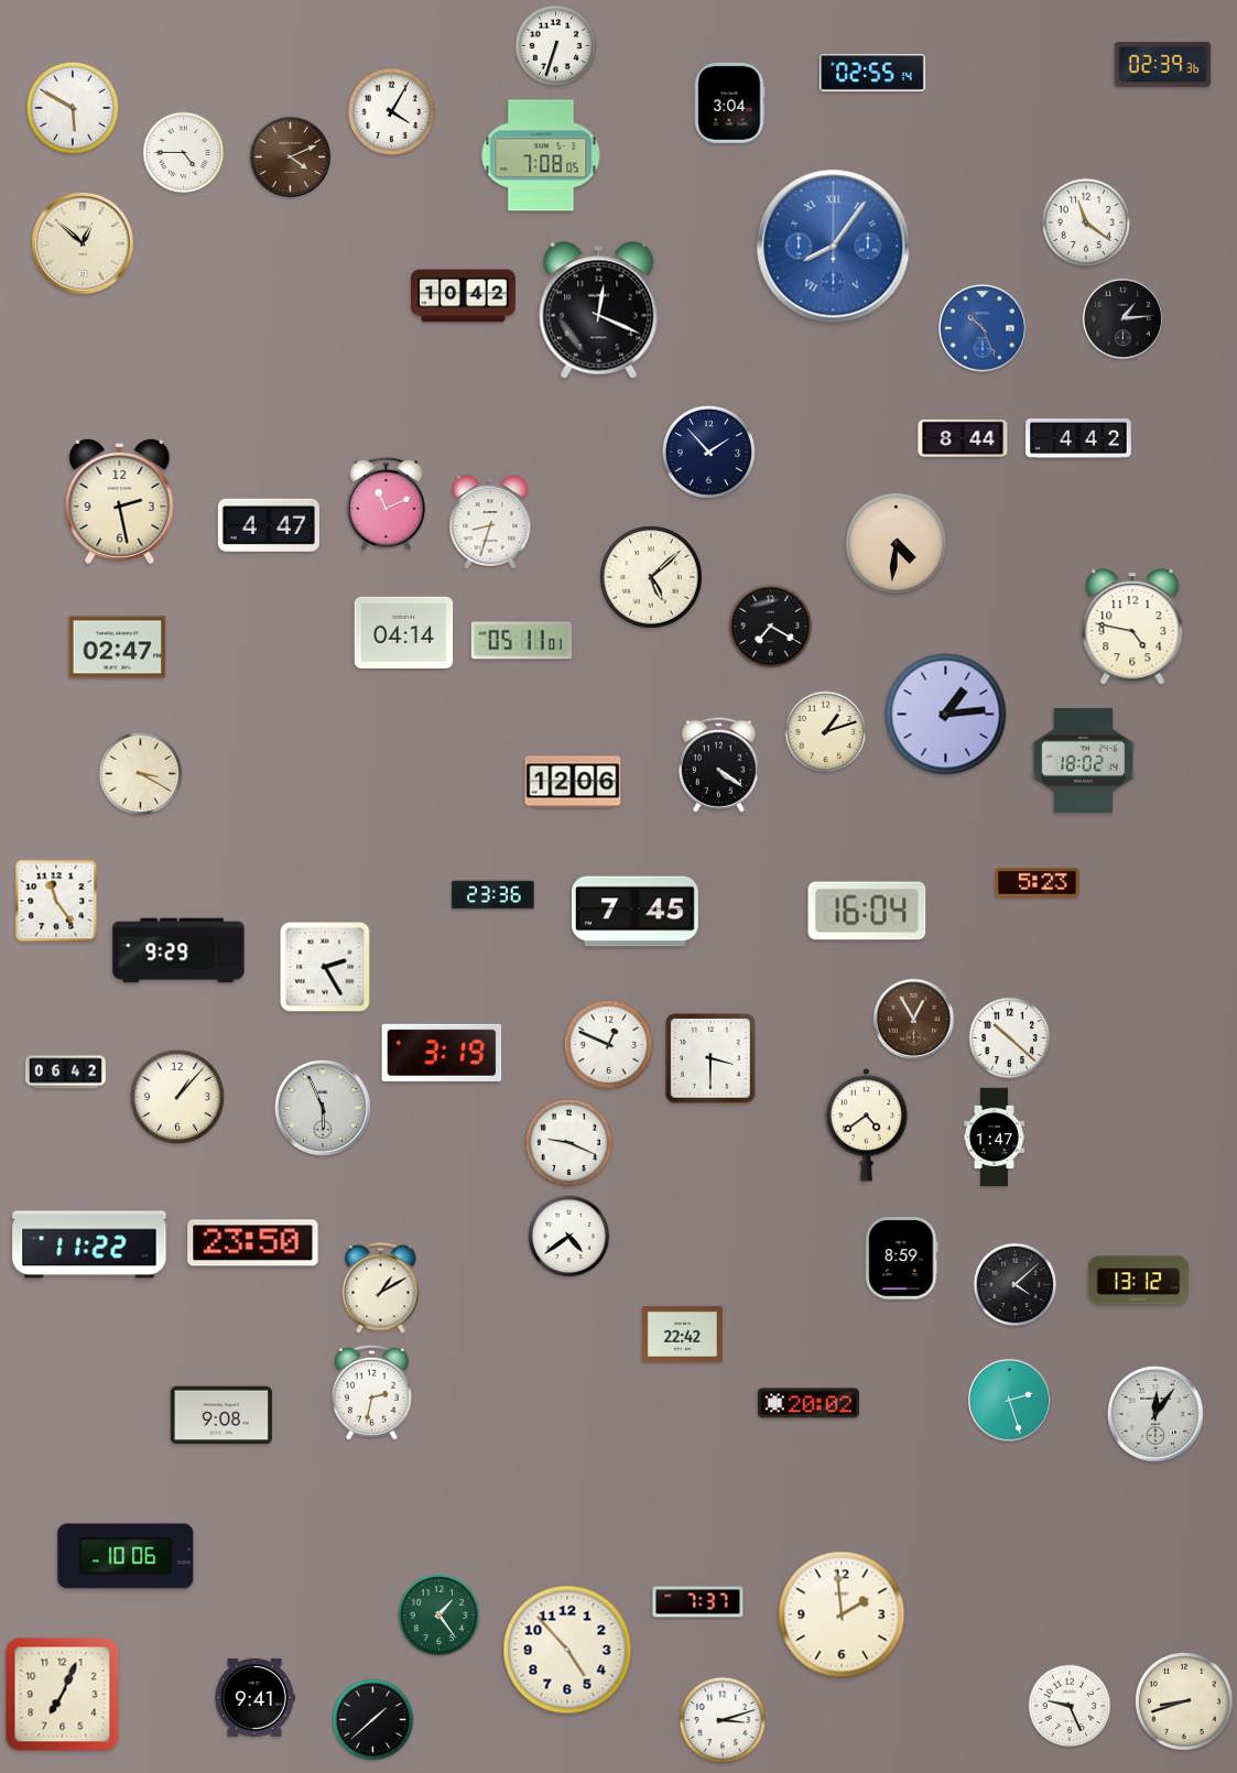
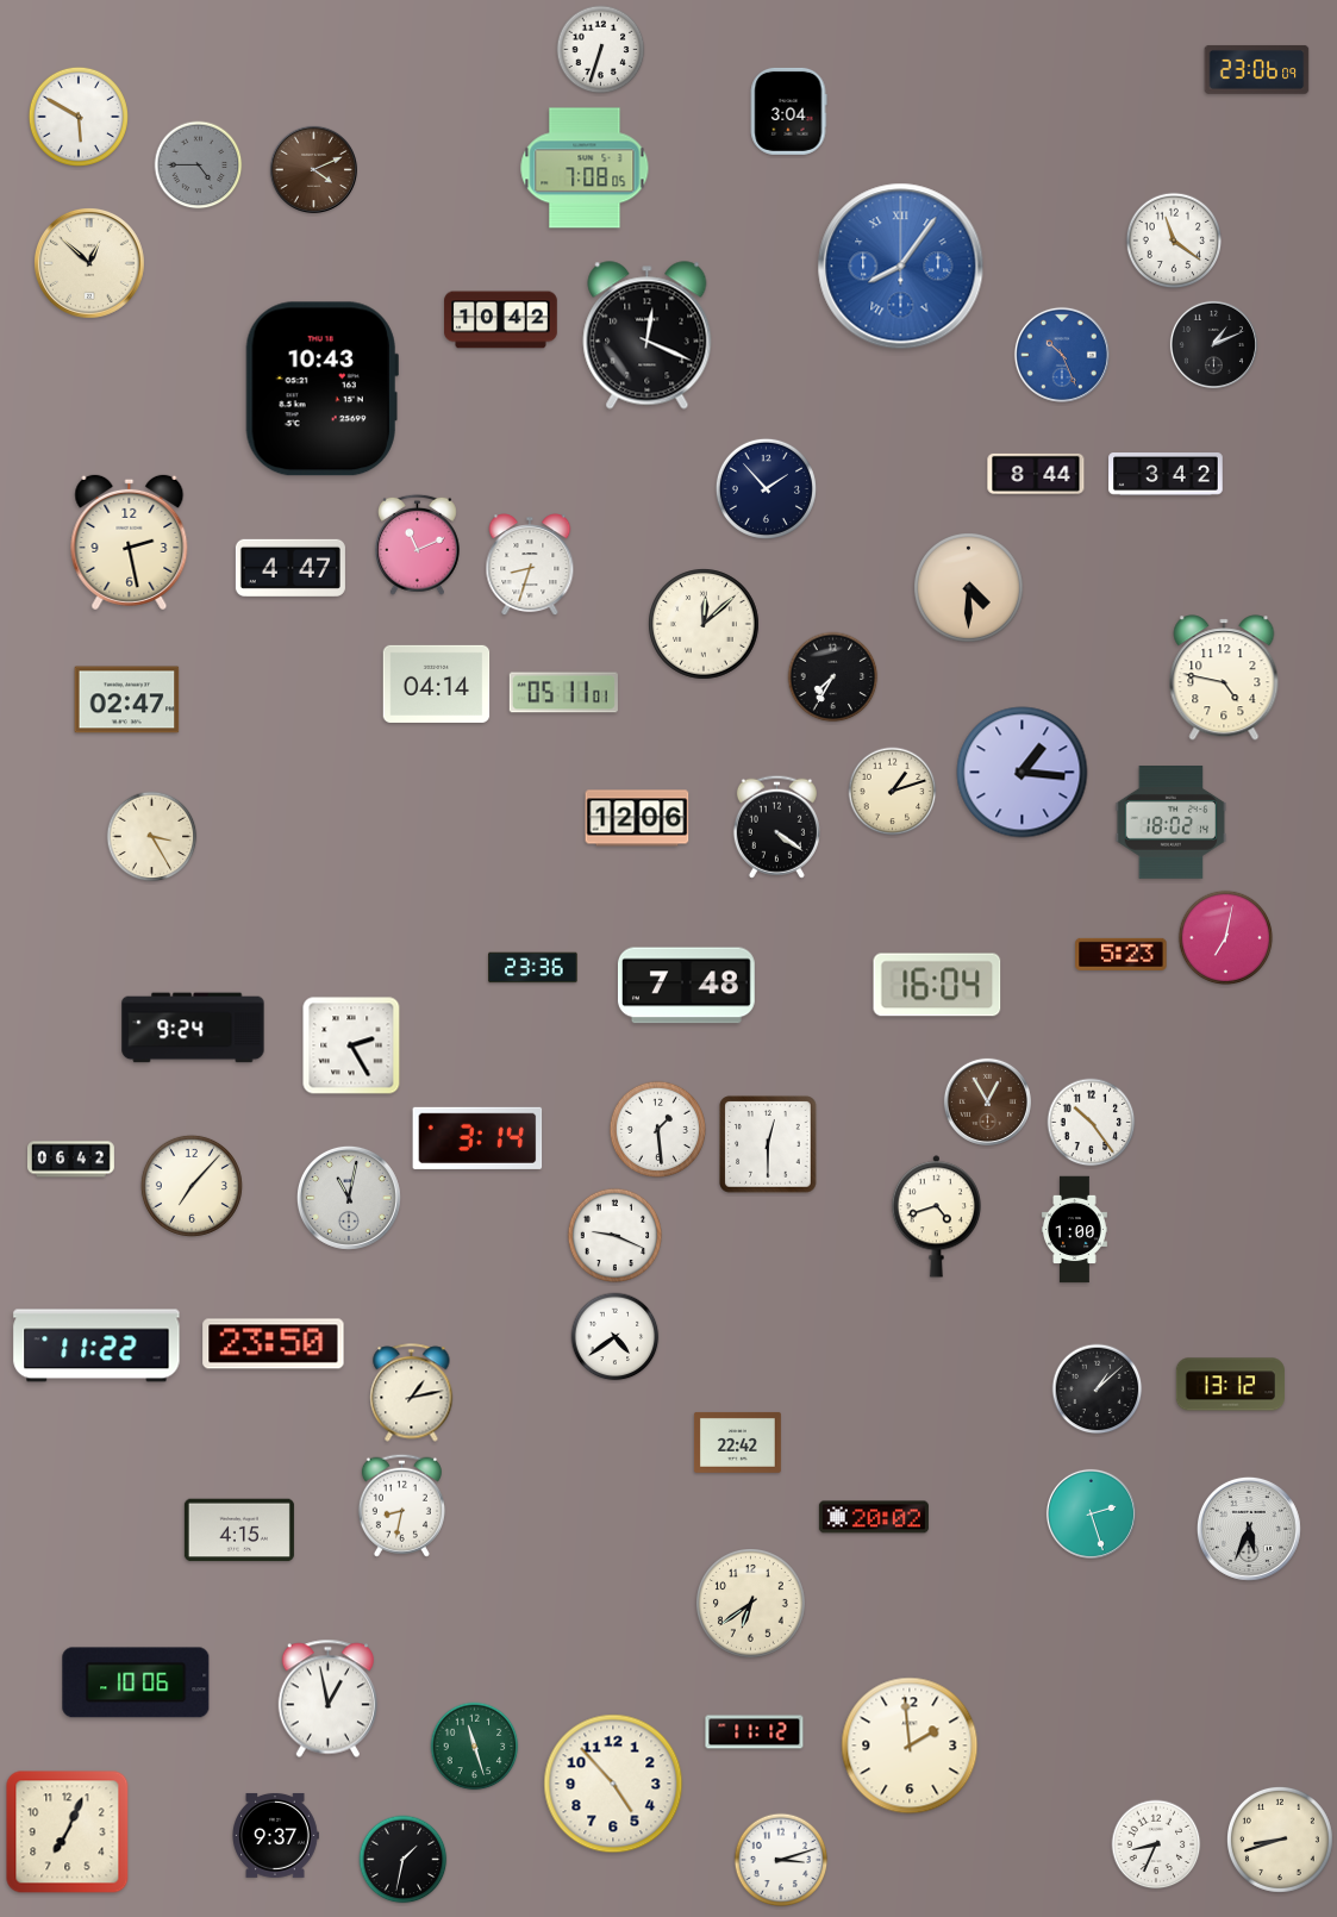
clock at (1163, 65): 02:39 -> 23:06
clock at (872, 74): 02:55 -> none
clock at (392, 112): 4:05 -> none
clock at (184, 153) dial: white -> grey
clock at (1122, 318): 1:14 -> 1:11
clock at (321, 389): none -> 10:43
clock at (963, 438) position: (963, 438) -> (1036, 474)
clock at (1078, 439): 4:42 -> 3:42
clock at (897, 544): 4:31 -> 4:30
clock at (652, 578): 5:08 -> 12:08
clock at (771, 627): 7:20 -> 7:35
clock at (946, 715): 1:14 -> 1:16
clock at (141, 774): 3:20 -> 3:25
clock at (573, 782) position: (573, 782) -> (637, 818)
clock at (1226, 938): none -> 7:02
clock at (56, 901): 11:24 -> none
clock at (634, 912): 7:45 -> 7:48
clock at (178, 950): 9:29 -> 9:24
clock at (1010, 1038): 10:22 -> 10:24
clock at (608, 1044): 12:49 -> 1:29
clock at (442, 1053): 3:19 -> 3:14
clock at (710, 1058): 3:30 -> 12:30
clock at (177, 1097): 1:07 -> 7:07
clock at (323, 1108): 5:56 -> 11:02
clock at (866, 1125): 4:39 -> 4:42
clock at (994, 1138): 1:47 -> 1:00
clock at (902, 1259): 8:59 -> none
clock at (1016, 1285): 4:08 -> 1:08
clock at (381, 1288): 1:10 -> 1:13
clock at (371, 1392): 2:32 -> 8:32
clock at (1155, 1414): 12:06 -> 5:34
clock at (221, 1415): 9:08 -> 4:15
clock at (751, 1604): none -> 6:39
clock at (327, 1699): none -> 12:58
clock at (698, 1602): 7:37 -> 11:12
clock at (440, 1616): 1:24 -> 11:27
clock at (254, 1697): 9:41 -> 9:37
clock at (1070, 1706): 9:26 -> 8:34
clock at (373, 1720): 1:38 -> 1:32
